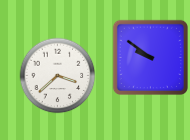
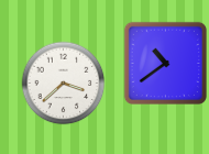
clock at (150, 57): 9:51 -> 10:39
